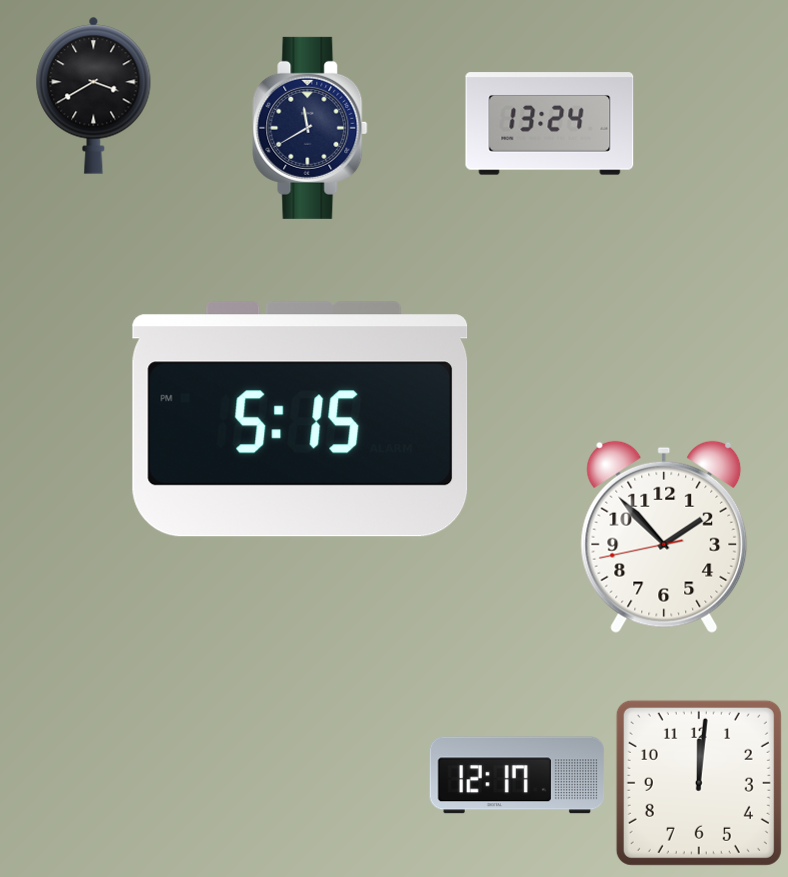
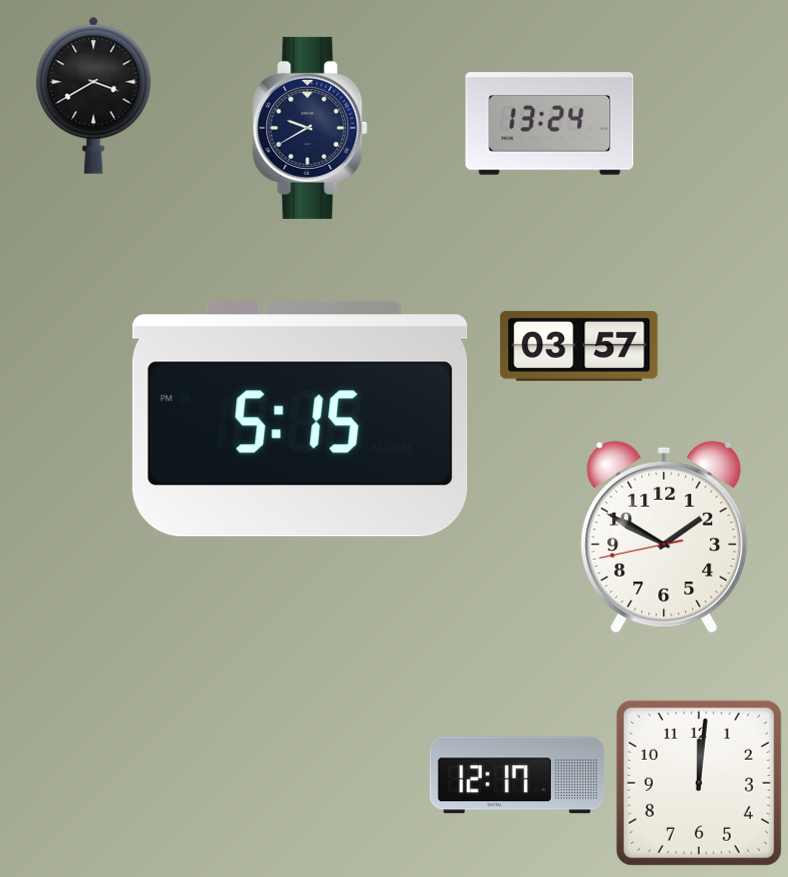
clock at (310, 128): 11:40 -> 9:40
clock at (579, 346): none -> 03:57
clock at (664, 537): 1:52 -> 1:49
